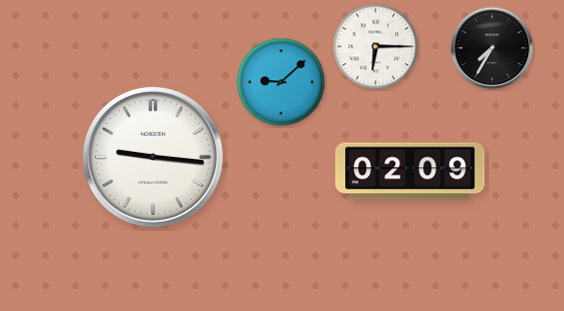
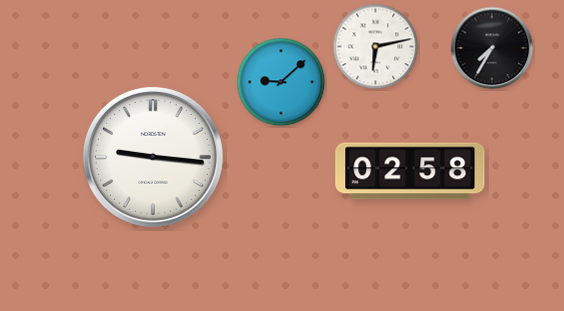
clock at (376, 47): 6:15 -> 6:13
clock at (410, 171): 02:09 -> 02:58
